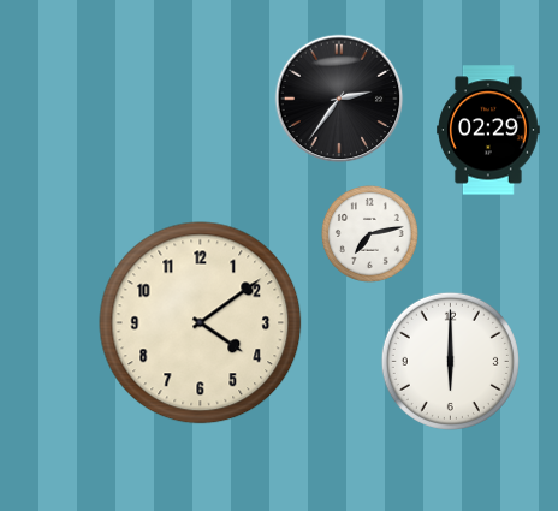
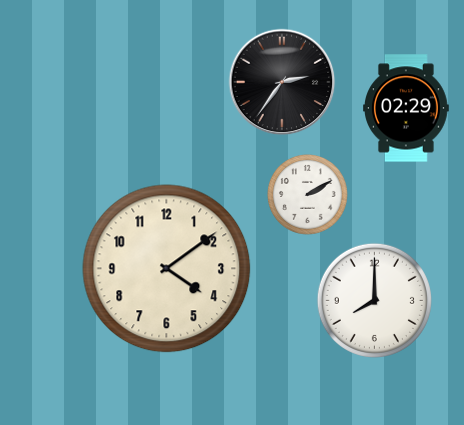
clock at (370, 234): 7:13 -> 2:10
clock at (450, 361): 6:00 -> 8:00
